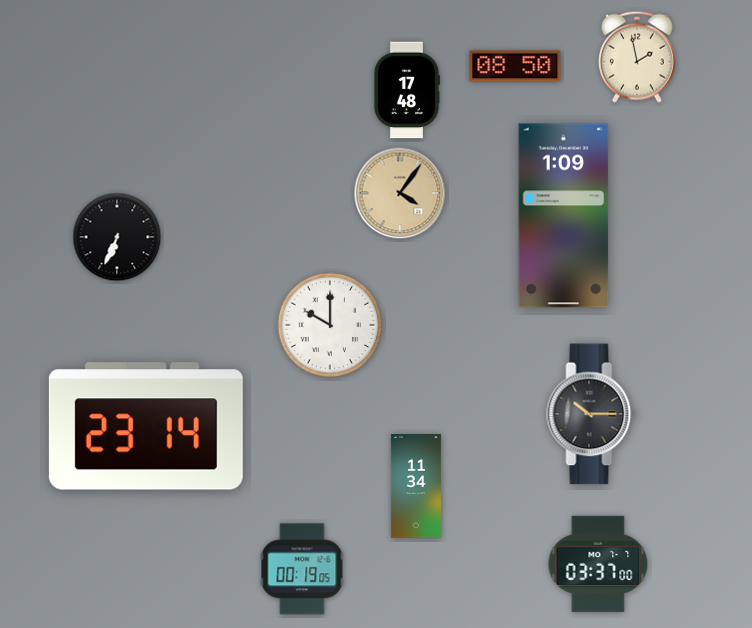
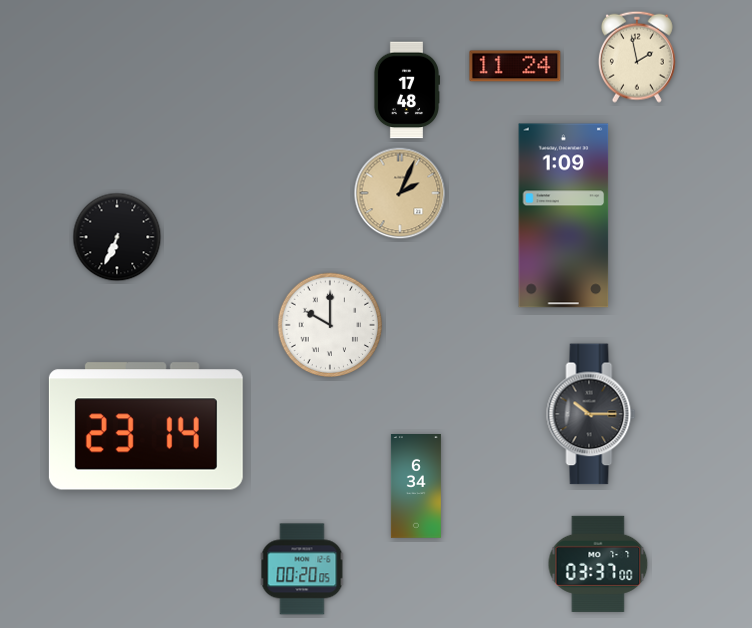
clock at (515, 66): 08:50 -> 11:24
clock at (400, 193): 4:06 -> 2:04
clock at (416, 487): 11:34 -> 6:34
clock at (302, 569): 00:19 -> 00:20
